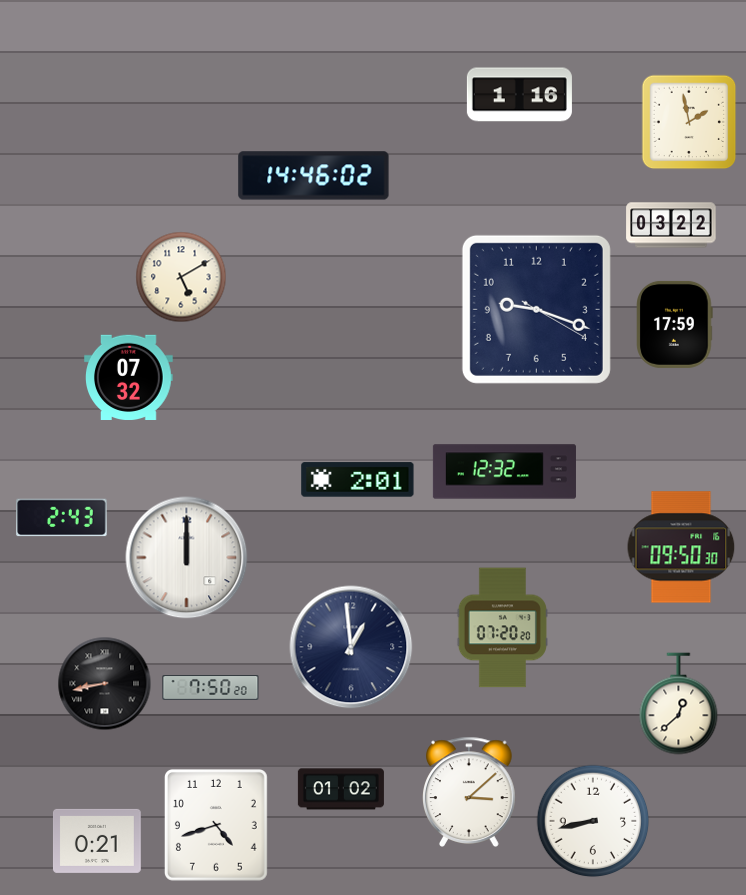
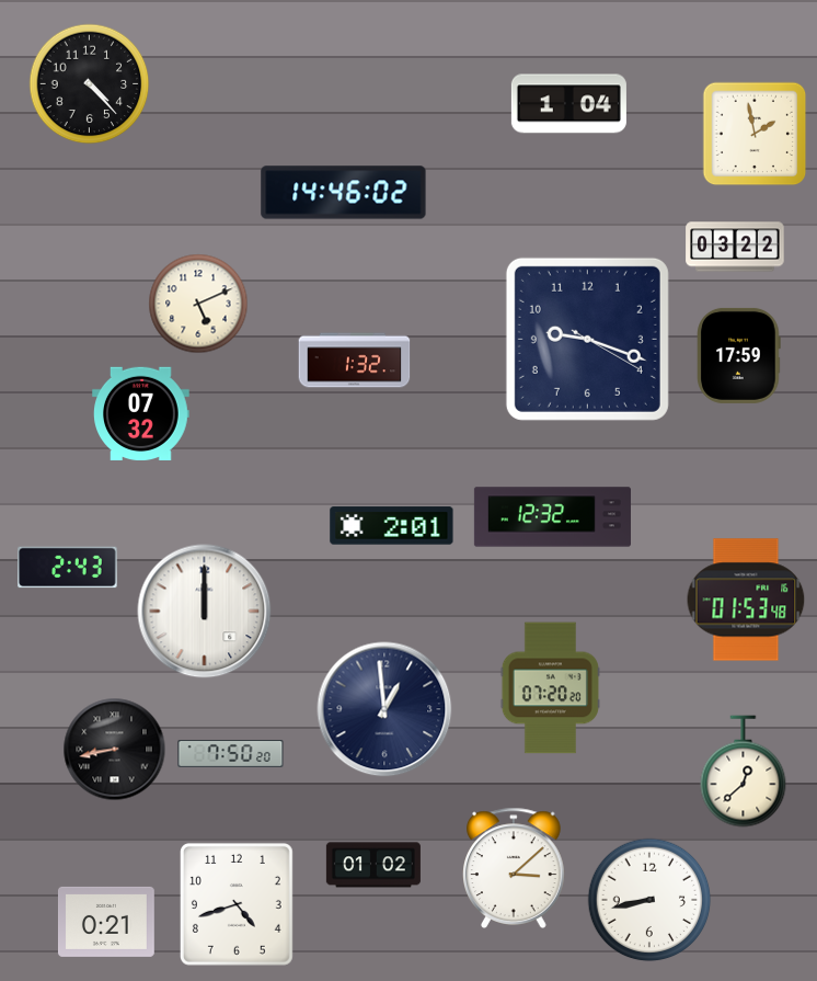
clock at (90, 84): none -> 4:23
clock at (519, 95): 1:16 -> 1:04
clock at (181, 277): 5:10 -> 5:11
clock at (355, 361): none -> 1:32
clock at (681, 547): 09:50 -> 01:53
